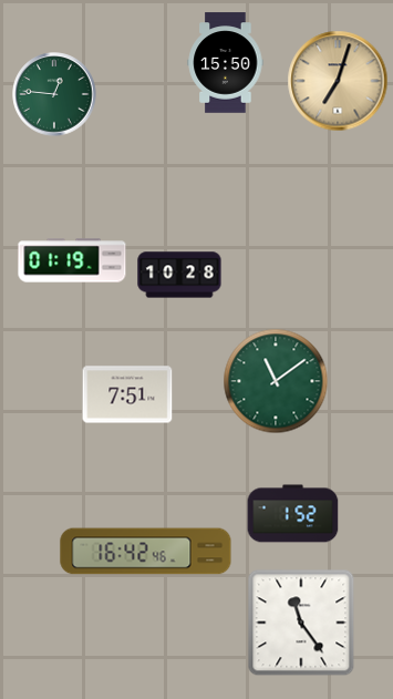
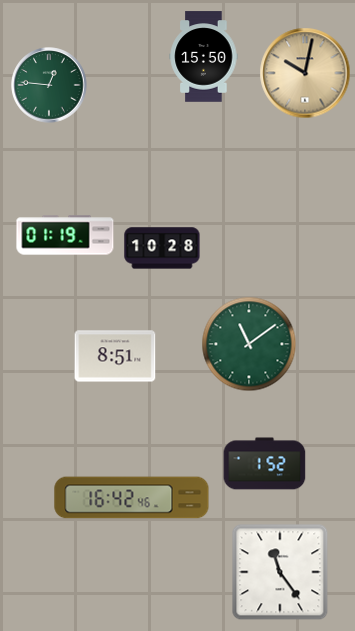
clock at (338, 81): 7:03 -> 10:02
clock at (127, 394): 7:51 -> 8:51
clock at (301, 623) position: (301, 623) -> (280, 572)
